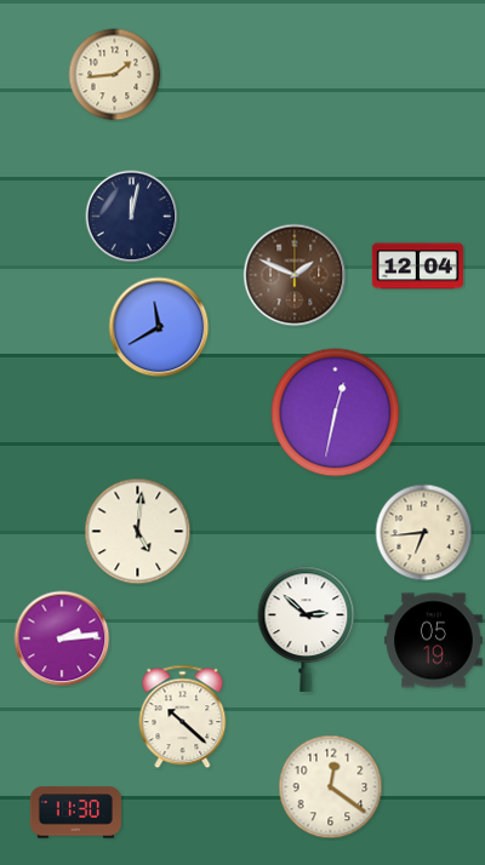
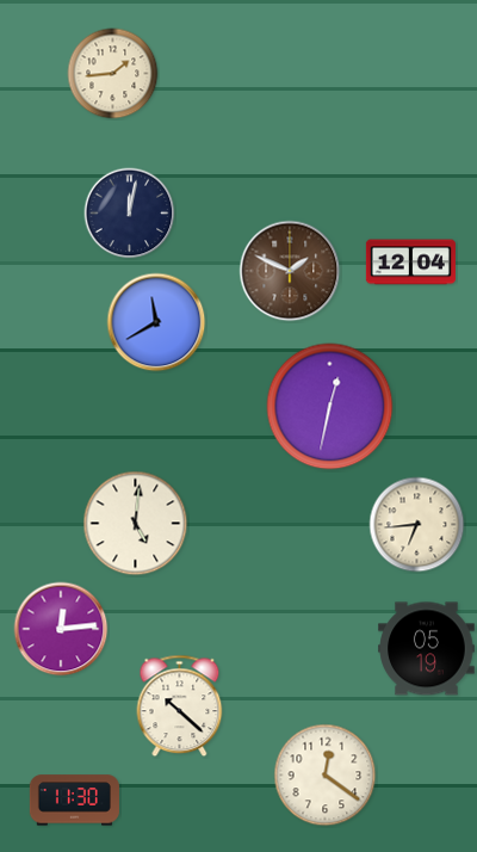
clock at (307, 629): 2:52 -> none
clock at (62, 638): 2:14 -> 12:14
clock at (434, 641) position: (434, 641) -> (427, 649)
